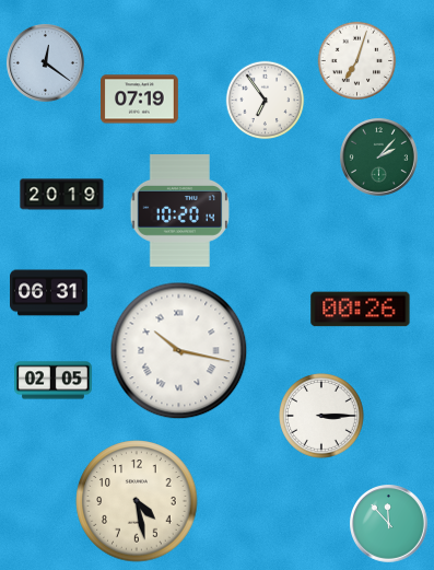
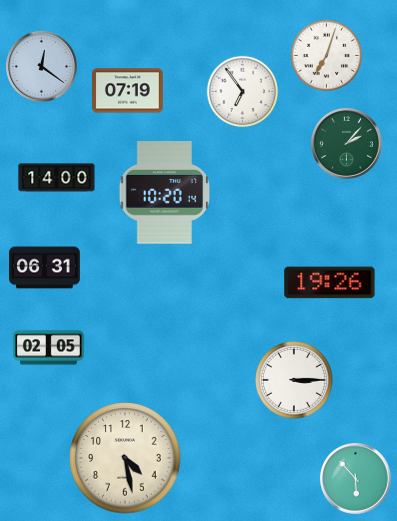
clock at (46, 63) position: (46, 63) -> (42, 67)
clock at (62, 195): 20:19 -> 14:00
clock at (361, 310): 00:26 -> 19:26
clock at (179, 351): 10:17 -> none
clock at (389, 524): 11:53 -> 5:53
